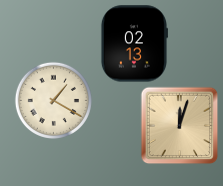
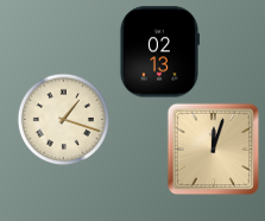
clock at (53, 100): 1:20 -> 1:18
